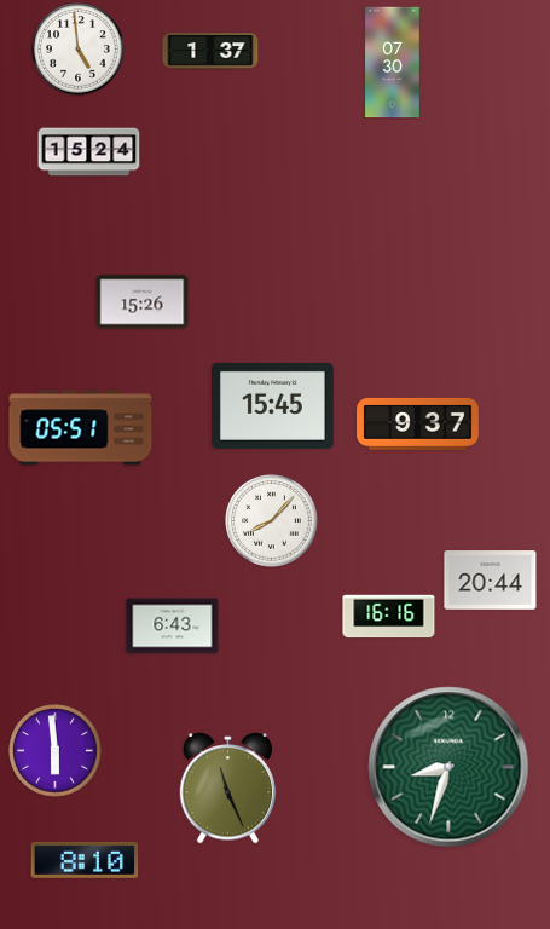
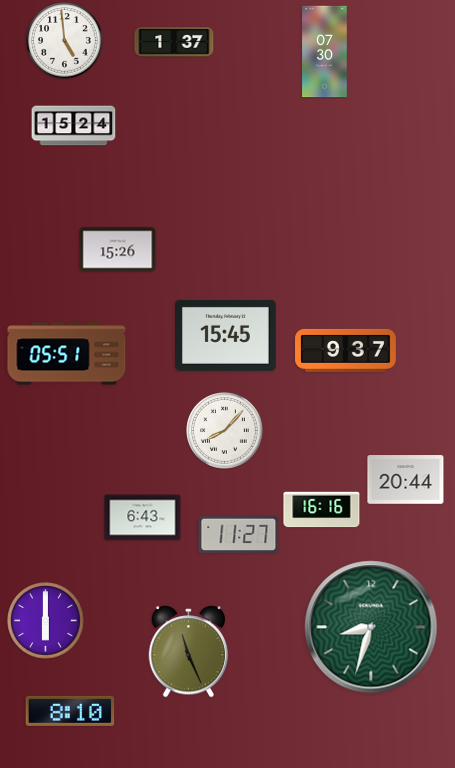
clock at (239, 535): none -> 11:27
clock at (56, 751): 5:59 -> 6:00
clock at (448, 767) position: (448, 767) -> (371, 627)
